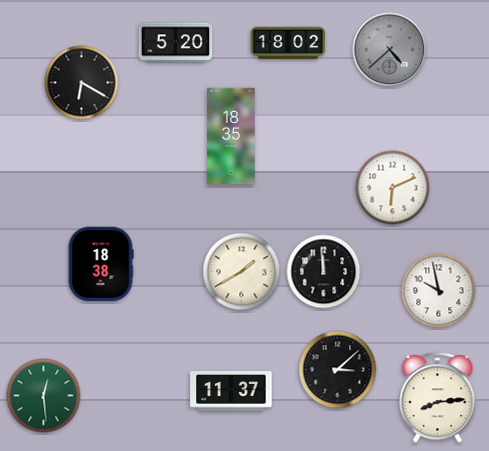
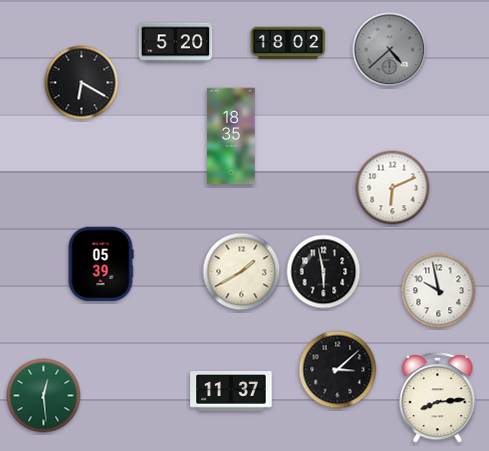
clock at (101, 264): 18:38 -> 05:39
clock at (324, 272): 11:59 -> 5:58
